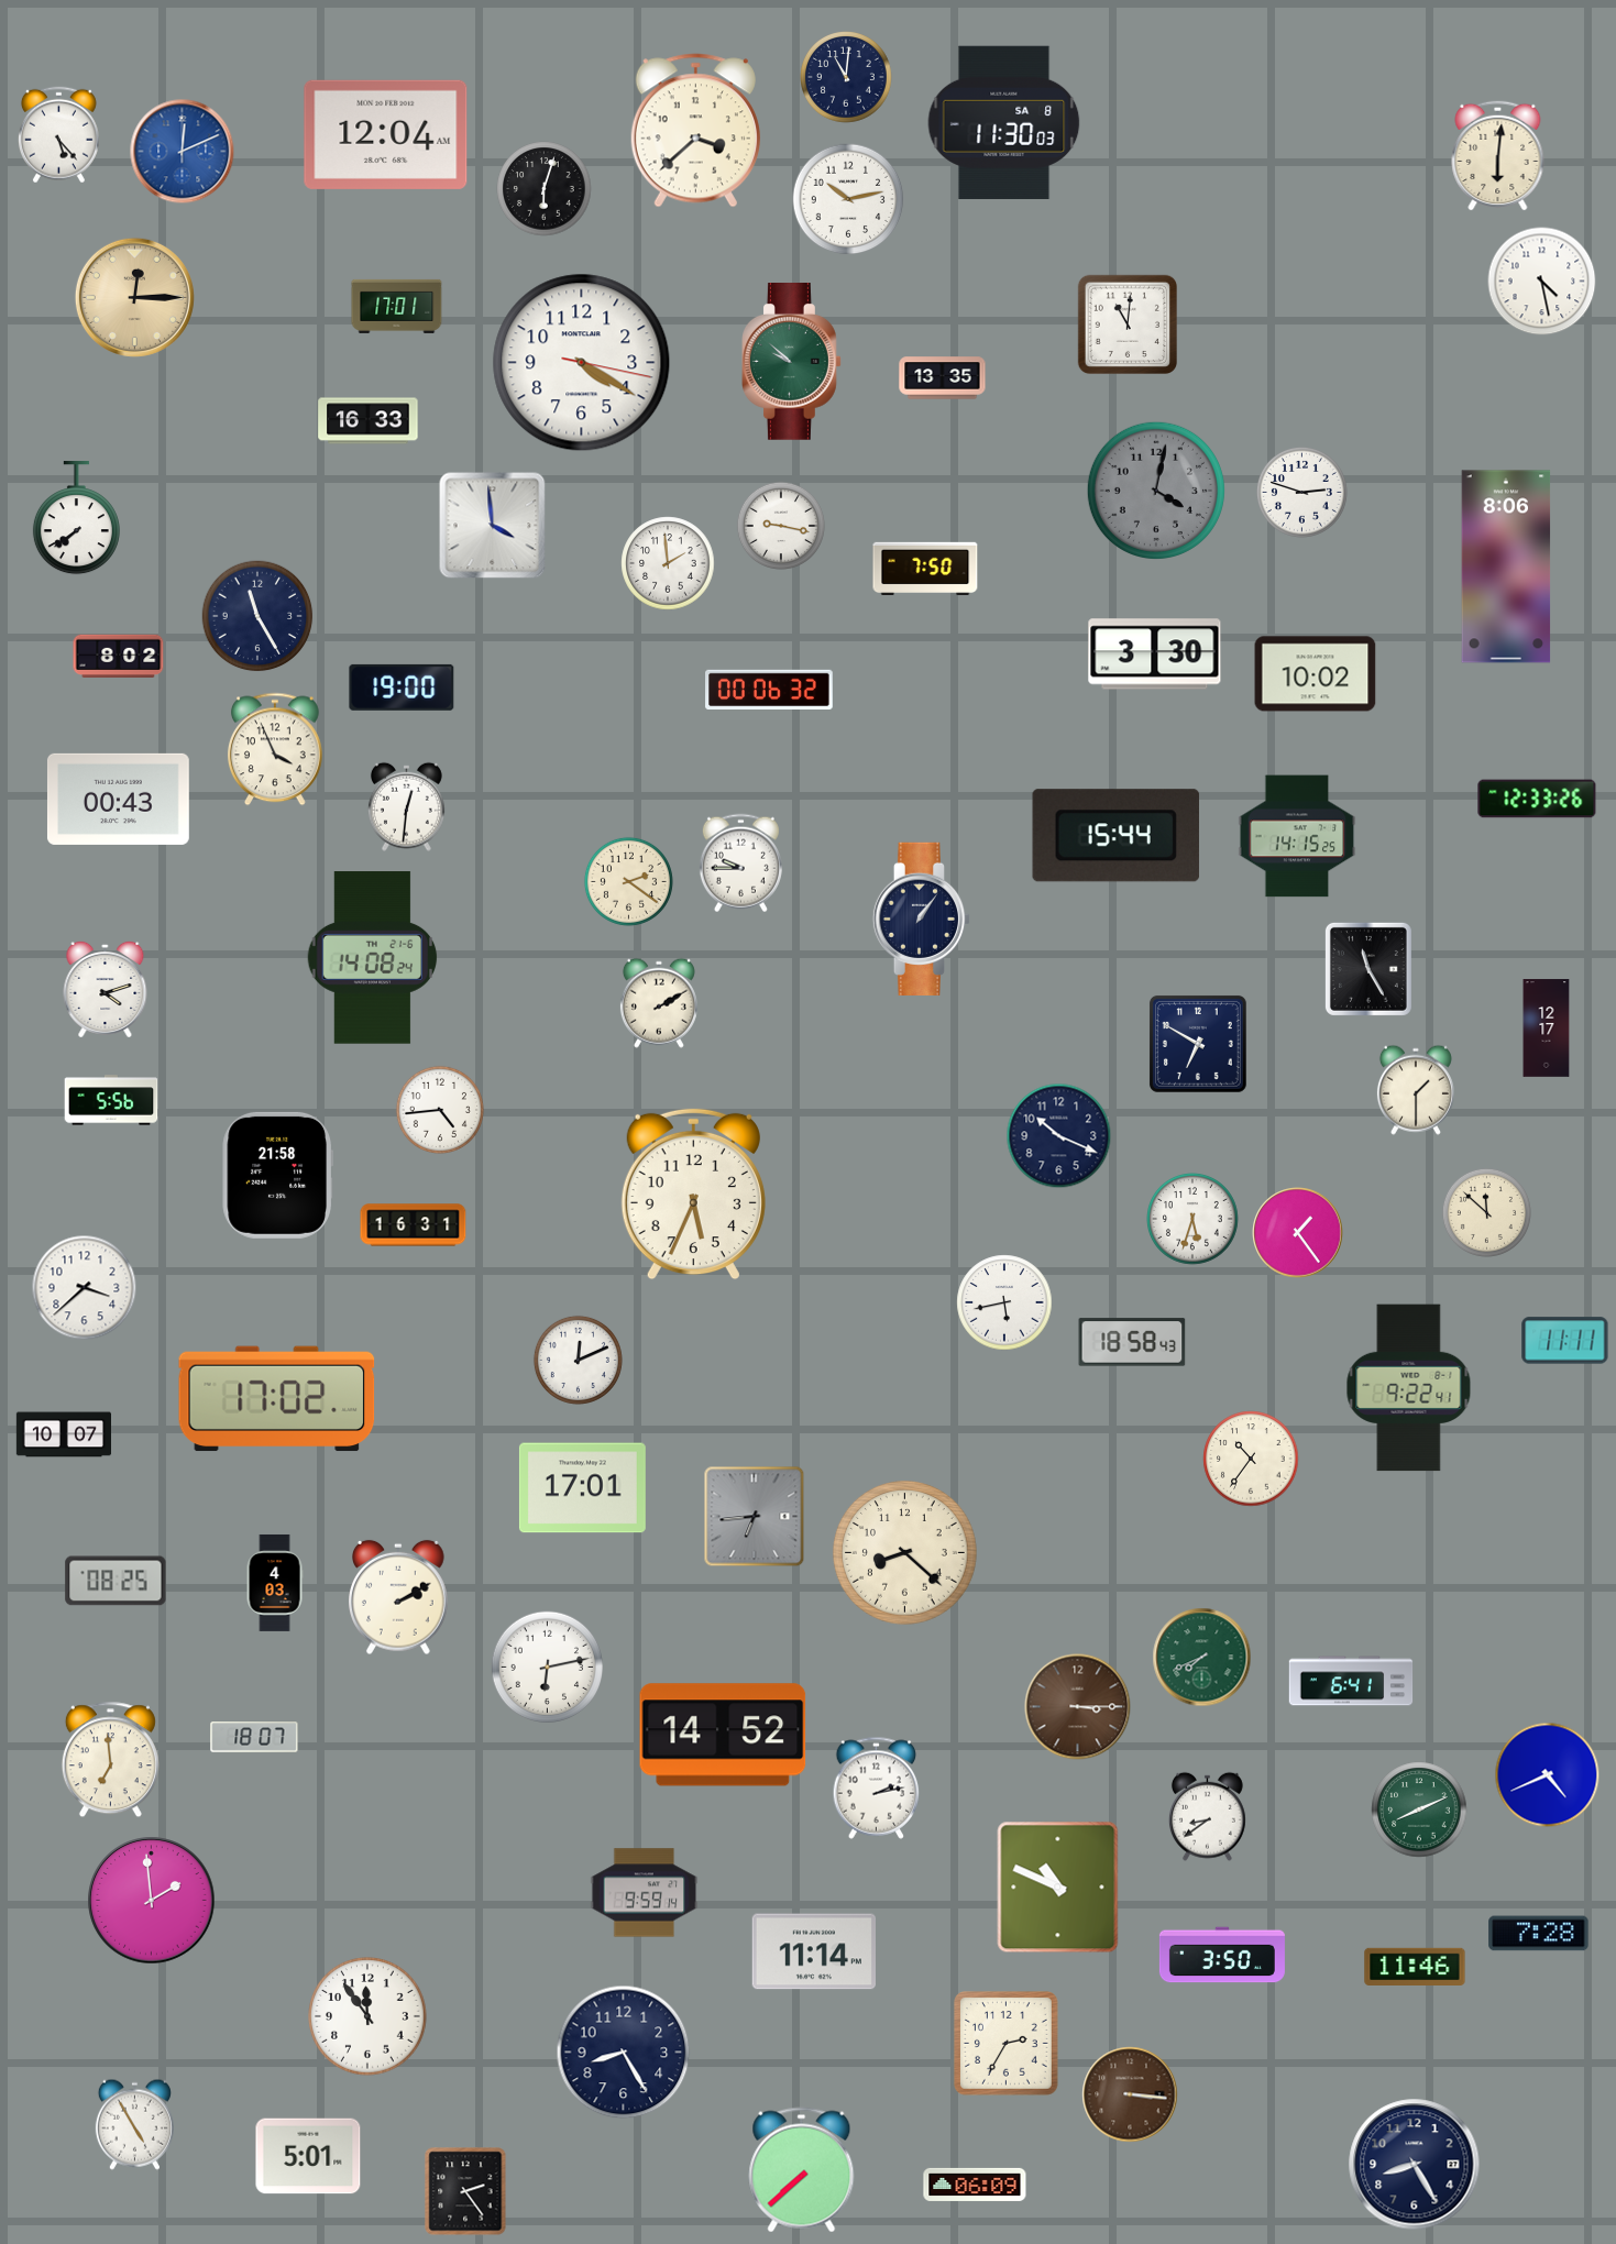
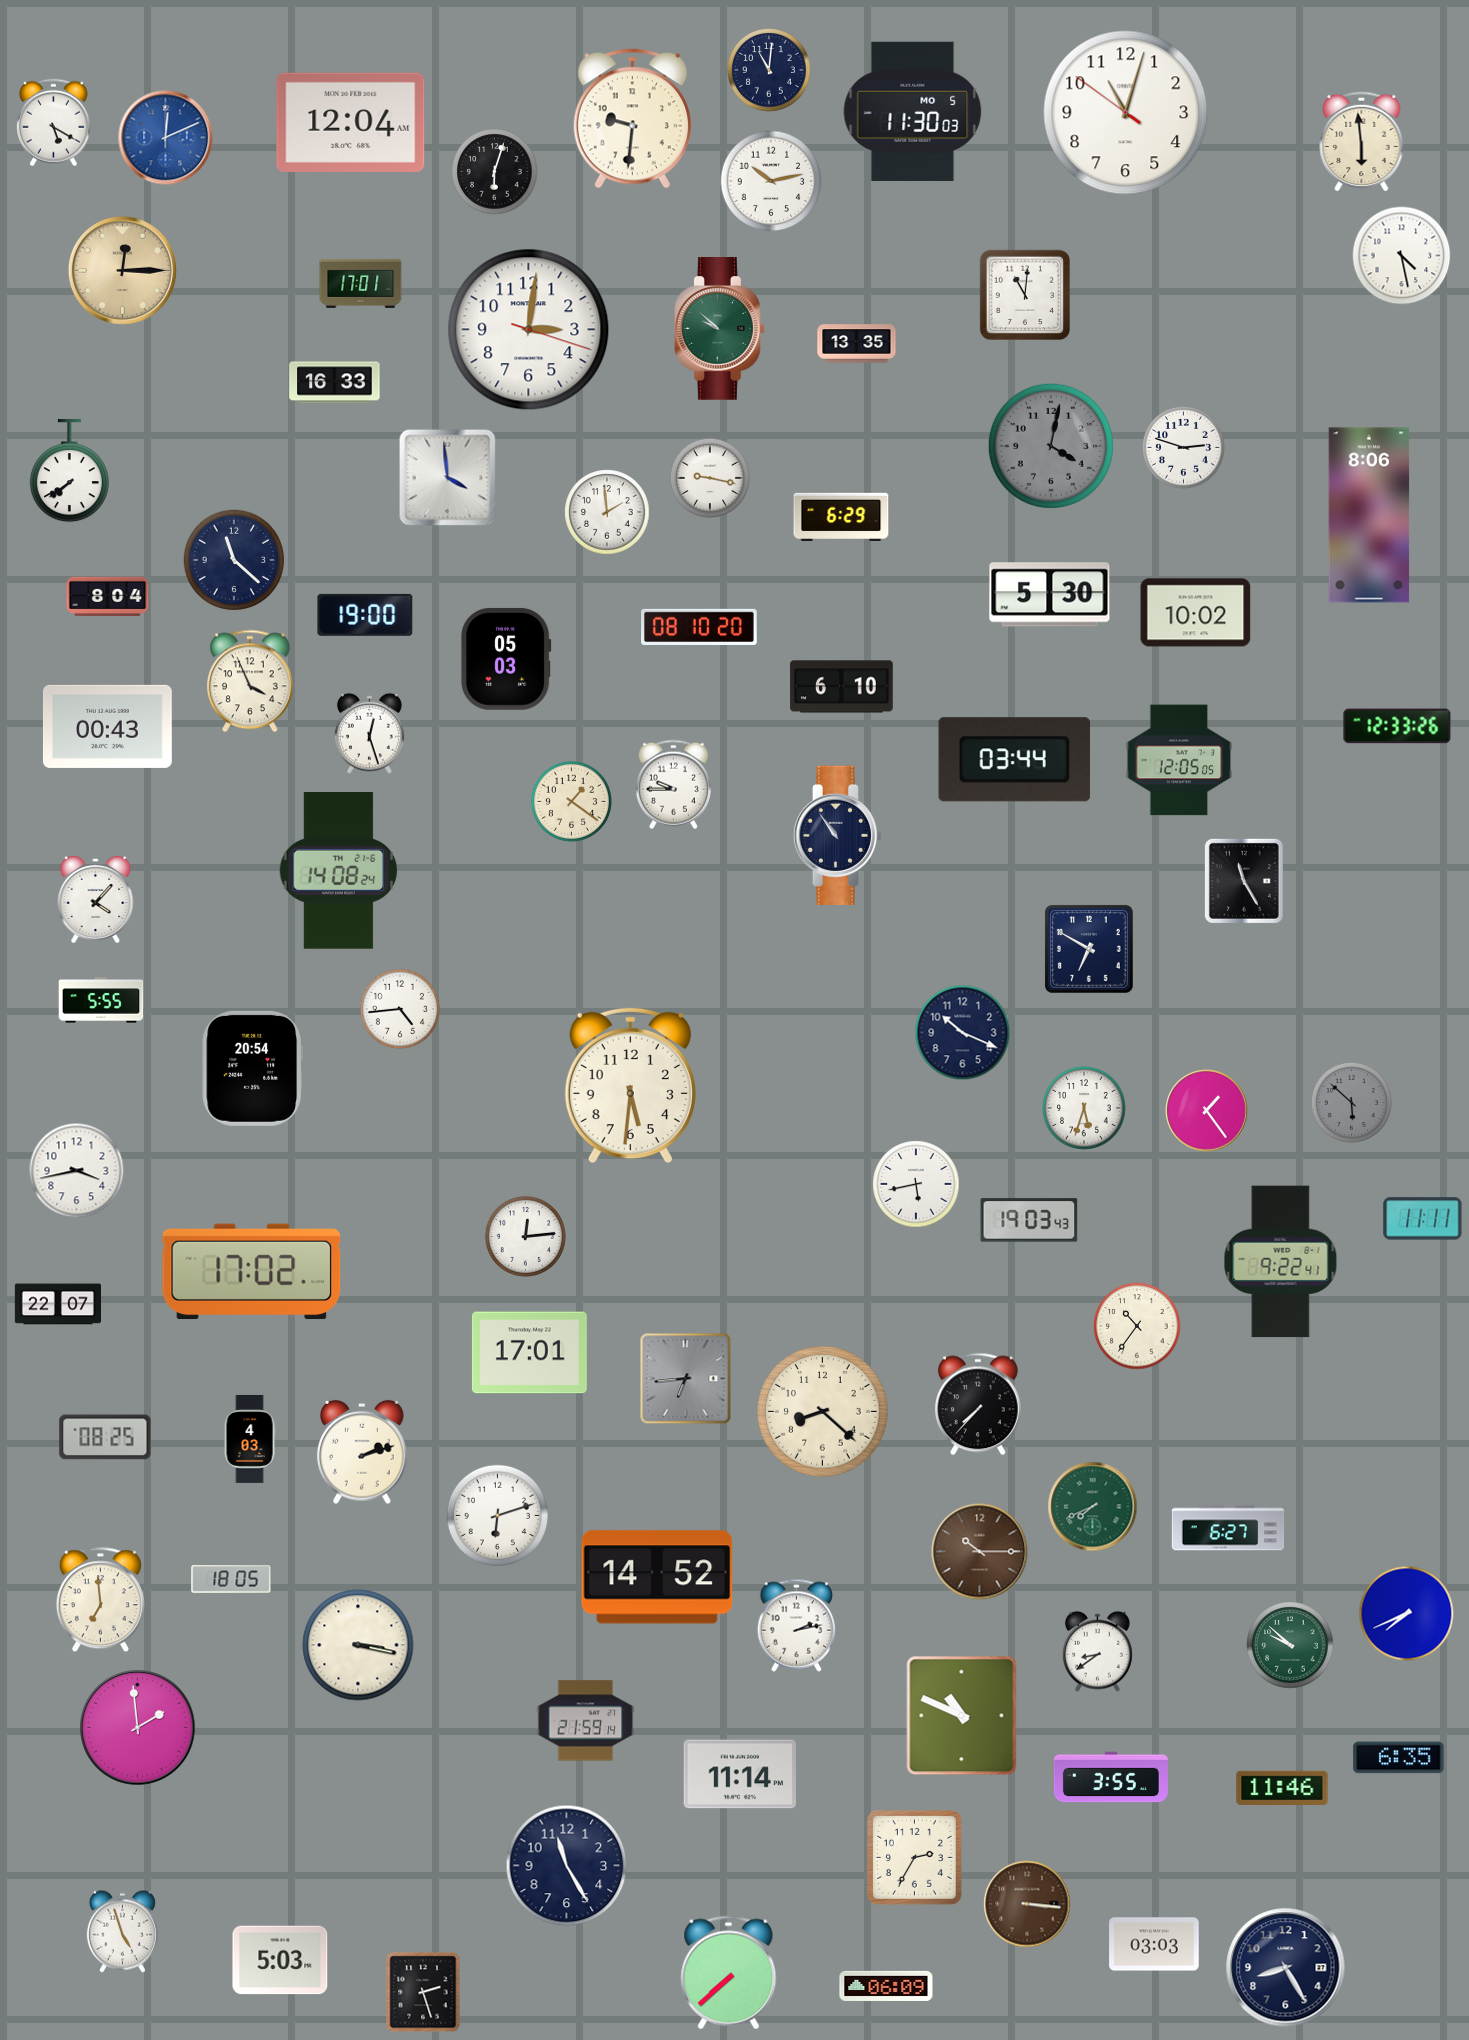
clock at (1004, 122) date: SA 8 -> MO 5
clock at (1126, 113): none -> 11:02
clock at (695, 131): 3:38 -> 9:31
clock at (58, 135): 5:23 -> 5:20
clock at (1498, 155): 6:01 -> 5:59
clock at (397, 306) position: (397, 306) -> (361, 283)
clock at (582, 363): 4:20 -> 3:01
clock at (925, 569): 7:50 -> 6:29
clock at (257, 616): 11:25 -> 11:22
clock at (1155, 654): 3:30 -> 5:30
clock at (119, 656): 8:02 -> 8:04
clock at (402, 687) position: (402, 687) -> (365, 615)
clock at (769, 689): 00:06 -> 08:10
clock at (506, 659): none -> 05:03
clock at (842, 687): none -> 6:10
clock at (406, 806): 12:31 -> 12:27
clock at (1115, 836): 15:44 -> 03:44
clock at (1297, 836): 14:15 -> 12:05
clock at (628, 881): 2:21 -> 1:21
clock at (922, 919): 1:06 -> 10:54
clock at (106, 989): 4:12 -> 4:07
clock at (659, 1003): 2:10 -> none
clock at (1547, 1028): 12:17 -> none
clock at (1416, 1090): 1:30 -> none
clock at (111, 1100): 5:56 -> 5:55
clock at (277, 1175): 21:58 -> 20:54
clock at (693, 1195): 5:34 -> 5:31
clock at (1486, 1212): 11:52 -> 5:52
clock at (1486, 1212) dial: cream -> grey
clock at (414, 1225): 16:31 -> none
clock at (1298, 1233) position: (1298, 1233) -> (1207, 1111)
clock at (85, 1288): 3:38 -> 3:43
clock at (1004, 1302) position: (1004, 1302) -> (916, 1184)
clock at (1132, 1342): 18:58 -> 19:03
clock at (578, 1360): 12:11 -> 12:14
clock at (63, 1434): 10:07 -> 22:07
clock at (978, 1404): none -> 7:37
clock at (399, 1597): 2:10 -> 2:12
clock at (547, 1667): 6:13 -> 6:12
clock at (1351, 1681): 6:41 -> 6:27
clock at (1078, 1707): 3:15 -> 10:15
clock at (254, 1737): 18:07 -> 18:05
clock at (1548, 1775): 4:41 -> 7:41
clock at (358, 1645): none -> 3:17
clock at (1419, 1810): 8:11 -> 9:52
clock at (645, 1893): 9:59 -> 21:59
clock at (1539, 1934): 7:28 -> 6:35
clock at (1222, 1955): 3:50 -> 3:55
clock at (1415, 1966) position: (1415, 1966) -> (1282, 1787)
clock at (367, 2016): 11:54 -> none
clock at (624, 2053): 8:25 -> 11:25
clock at (134, 2124): 4:55 -> 4:57
clock at (1154, 1944): none -> 03:03
clock at (308, 2156): 5:01 -> 5:03
clock at (465, 2191): 2:24 -> 2:27
